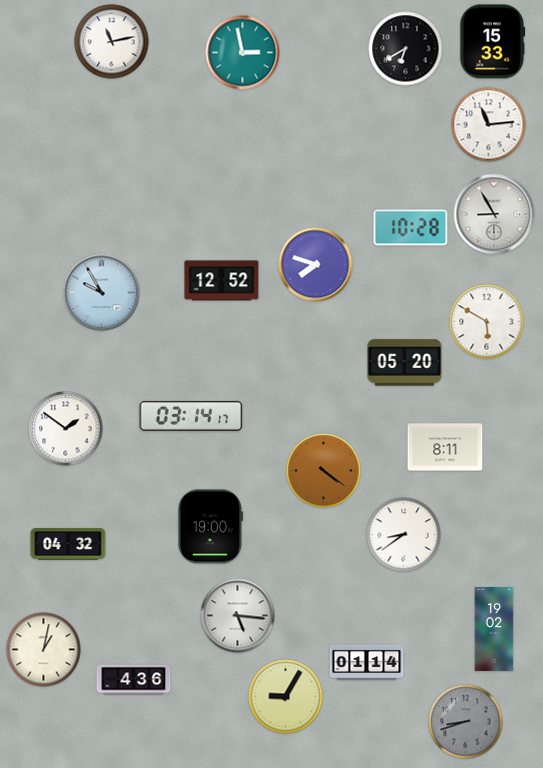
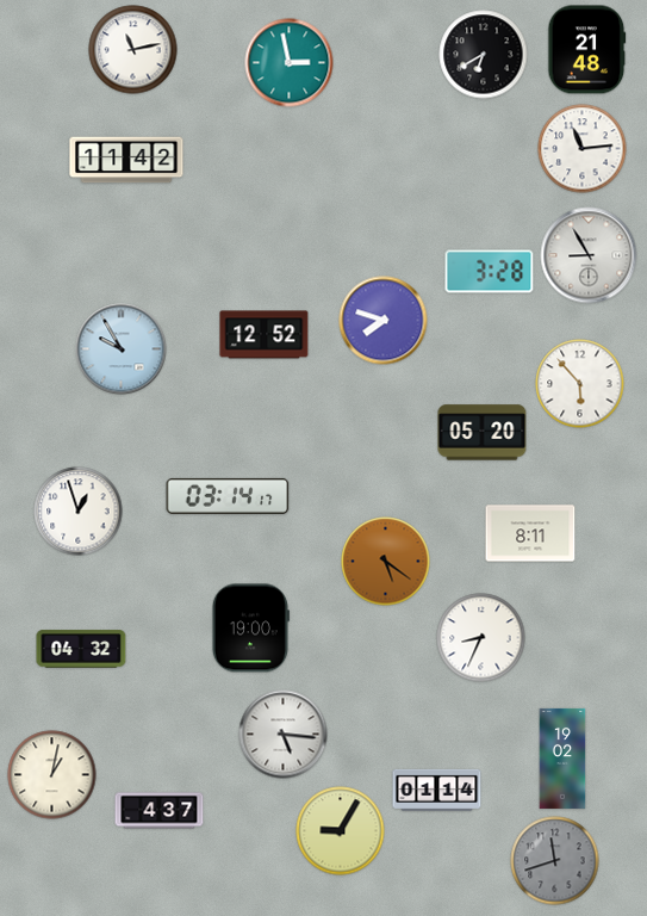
clock at (493, 42): 15:33 -> 21:48
clock at (406, 49) position: (406, 49) -> (484, 55)
clock at (126, 160): none -> 11:42
clock at (411, 228): 10:28 -> 3:28
clock at (316, 265) position: (316, 265) -> (384, 321)
clock at (487, 322): 5:50 -> 5:53
clock at (66, 429): 1:51 -> 12:57
clock at (324, 471): 4:21 -> 5:21
clock at (404, 535): 8:39 -> 8:34
clock at (494, 629) position: (494, 629) -> (562, 759)
clock at (134, 680): 4:36 -> 4:37
clock at (466, 722): 8:42 -> 11:42
